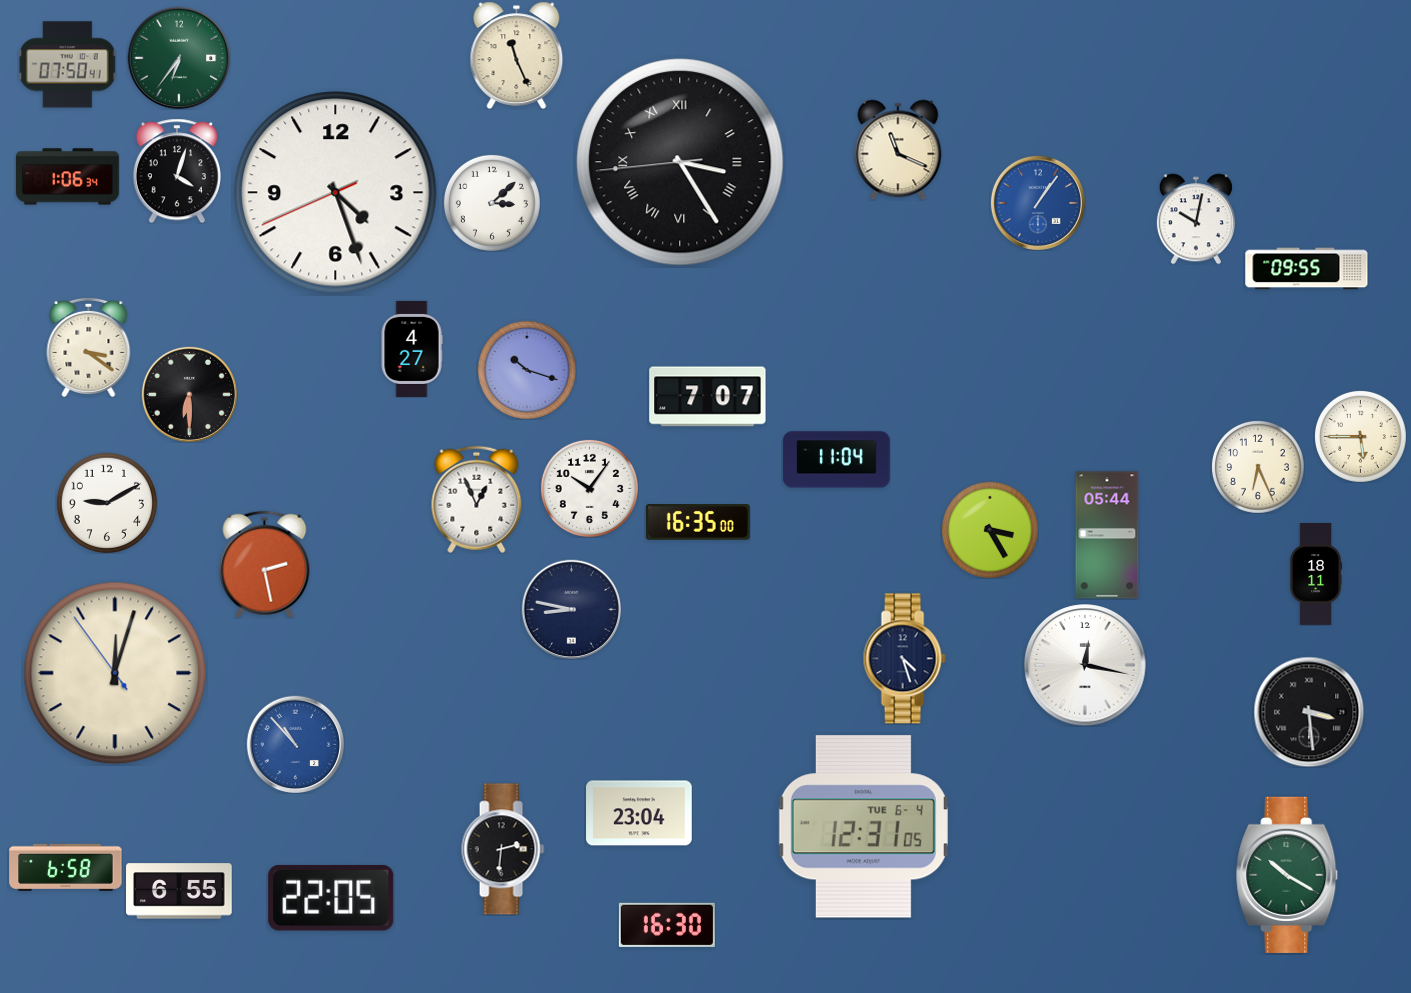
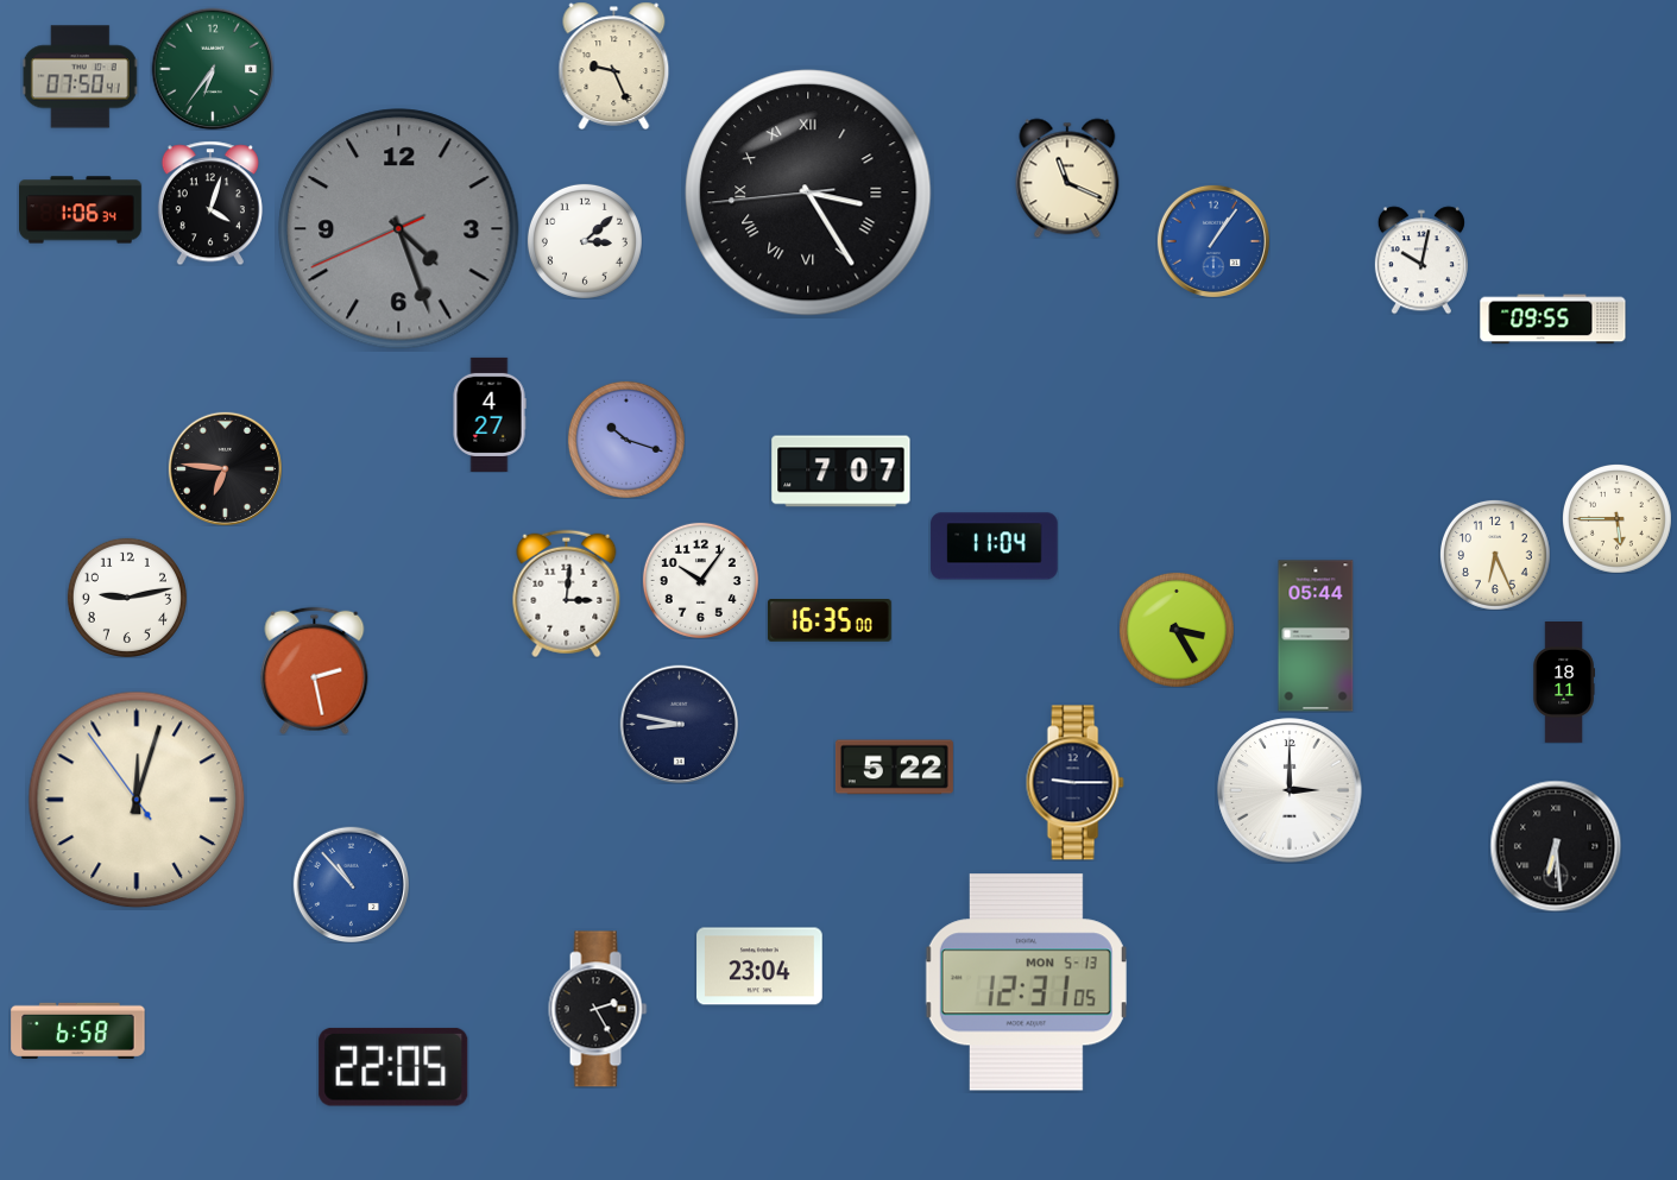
clock at (517, 55): 11:26 -> 9:26
clock at (336, 193) dial: white -> grey
clock at (1038, 203) position: (1038, 203) -> (1213, 241)
clock at (89, 347): 3:21 -> none
clock at (189, 394): 6:30 -> 6:46
clock at (477, 499): 12:56 -> 3:01
clock at (107, 503): 9:10 -> 9:13
clock at (894, 768): none -> 5:22
clock at (904, 659): 4:27 -> 9:15
clock at (1085, 665): 12:17 -> 3:00
clock at (1309, 712): 3:29 -> 6:29
clock at (863, 827) date: TUE 6-4 -> MON 5-13
clock at (503, 849): 2:31 -> 2:25
clock at (1288, 875): 10:20 -> none
clock at (179, 891): 6:55 -> none
clock at (667, 925): 16:30 -> none
